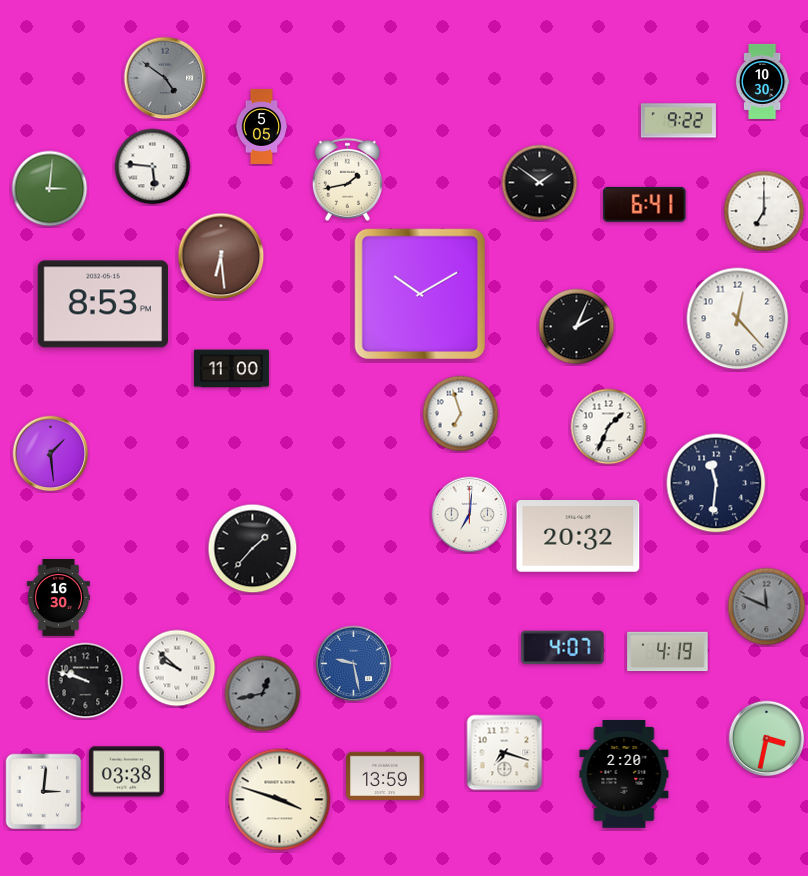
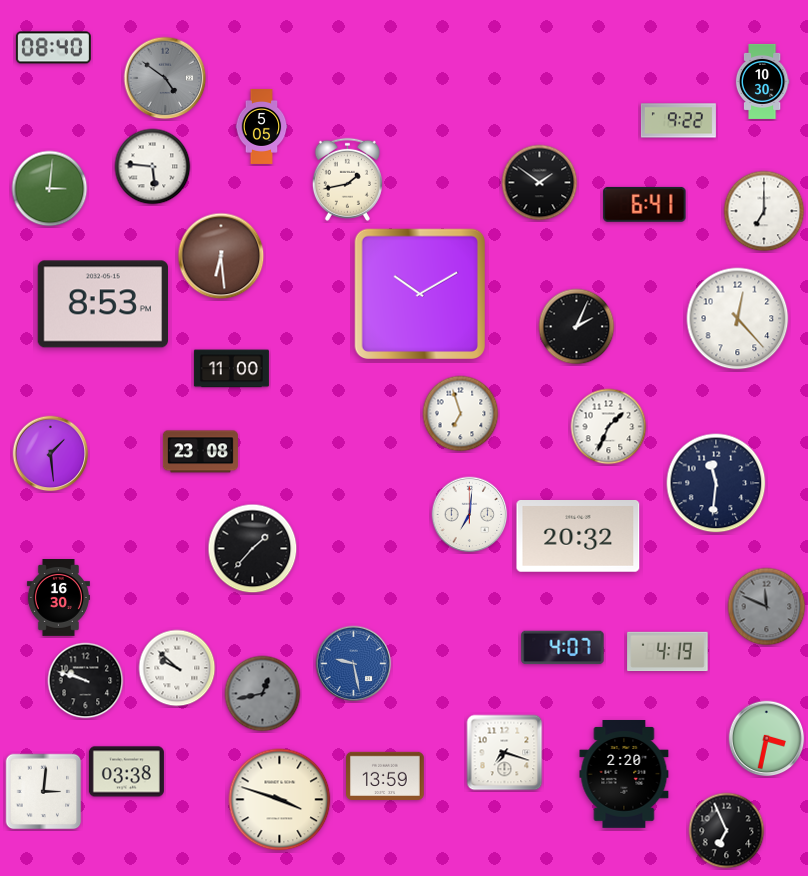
clock at (53, 48): none -> 08:40
clock at (200, 452): none -> 23:08
clock at (727, 831): none -> 6:56
